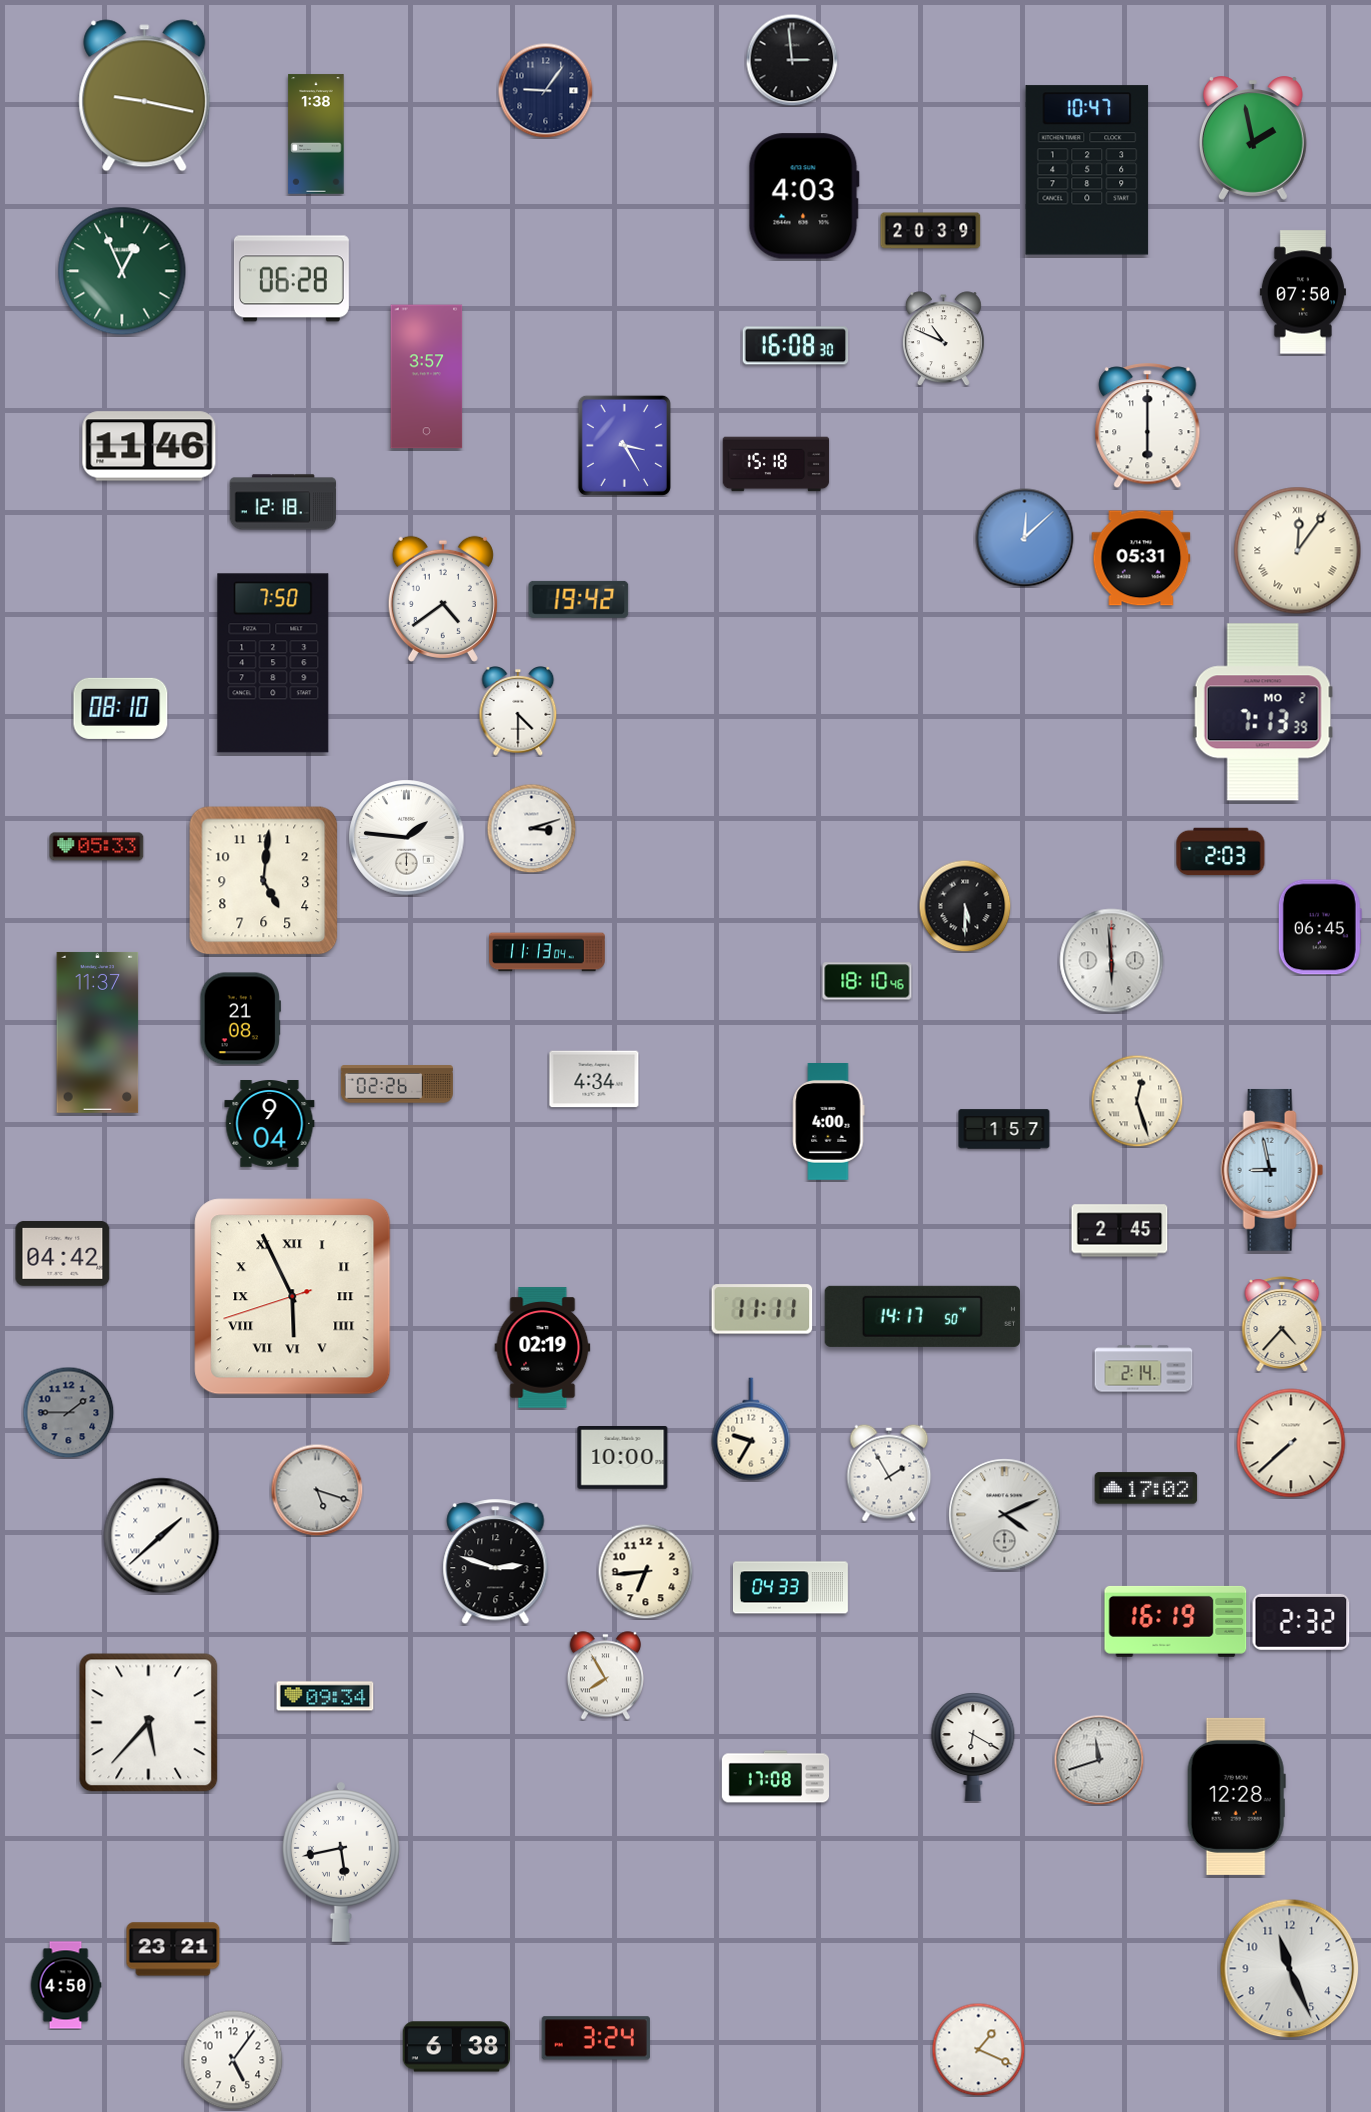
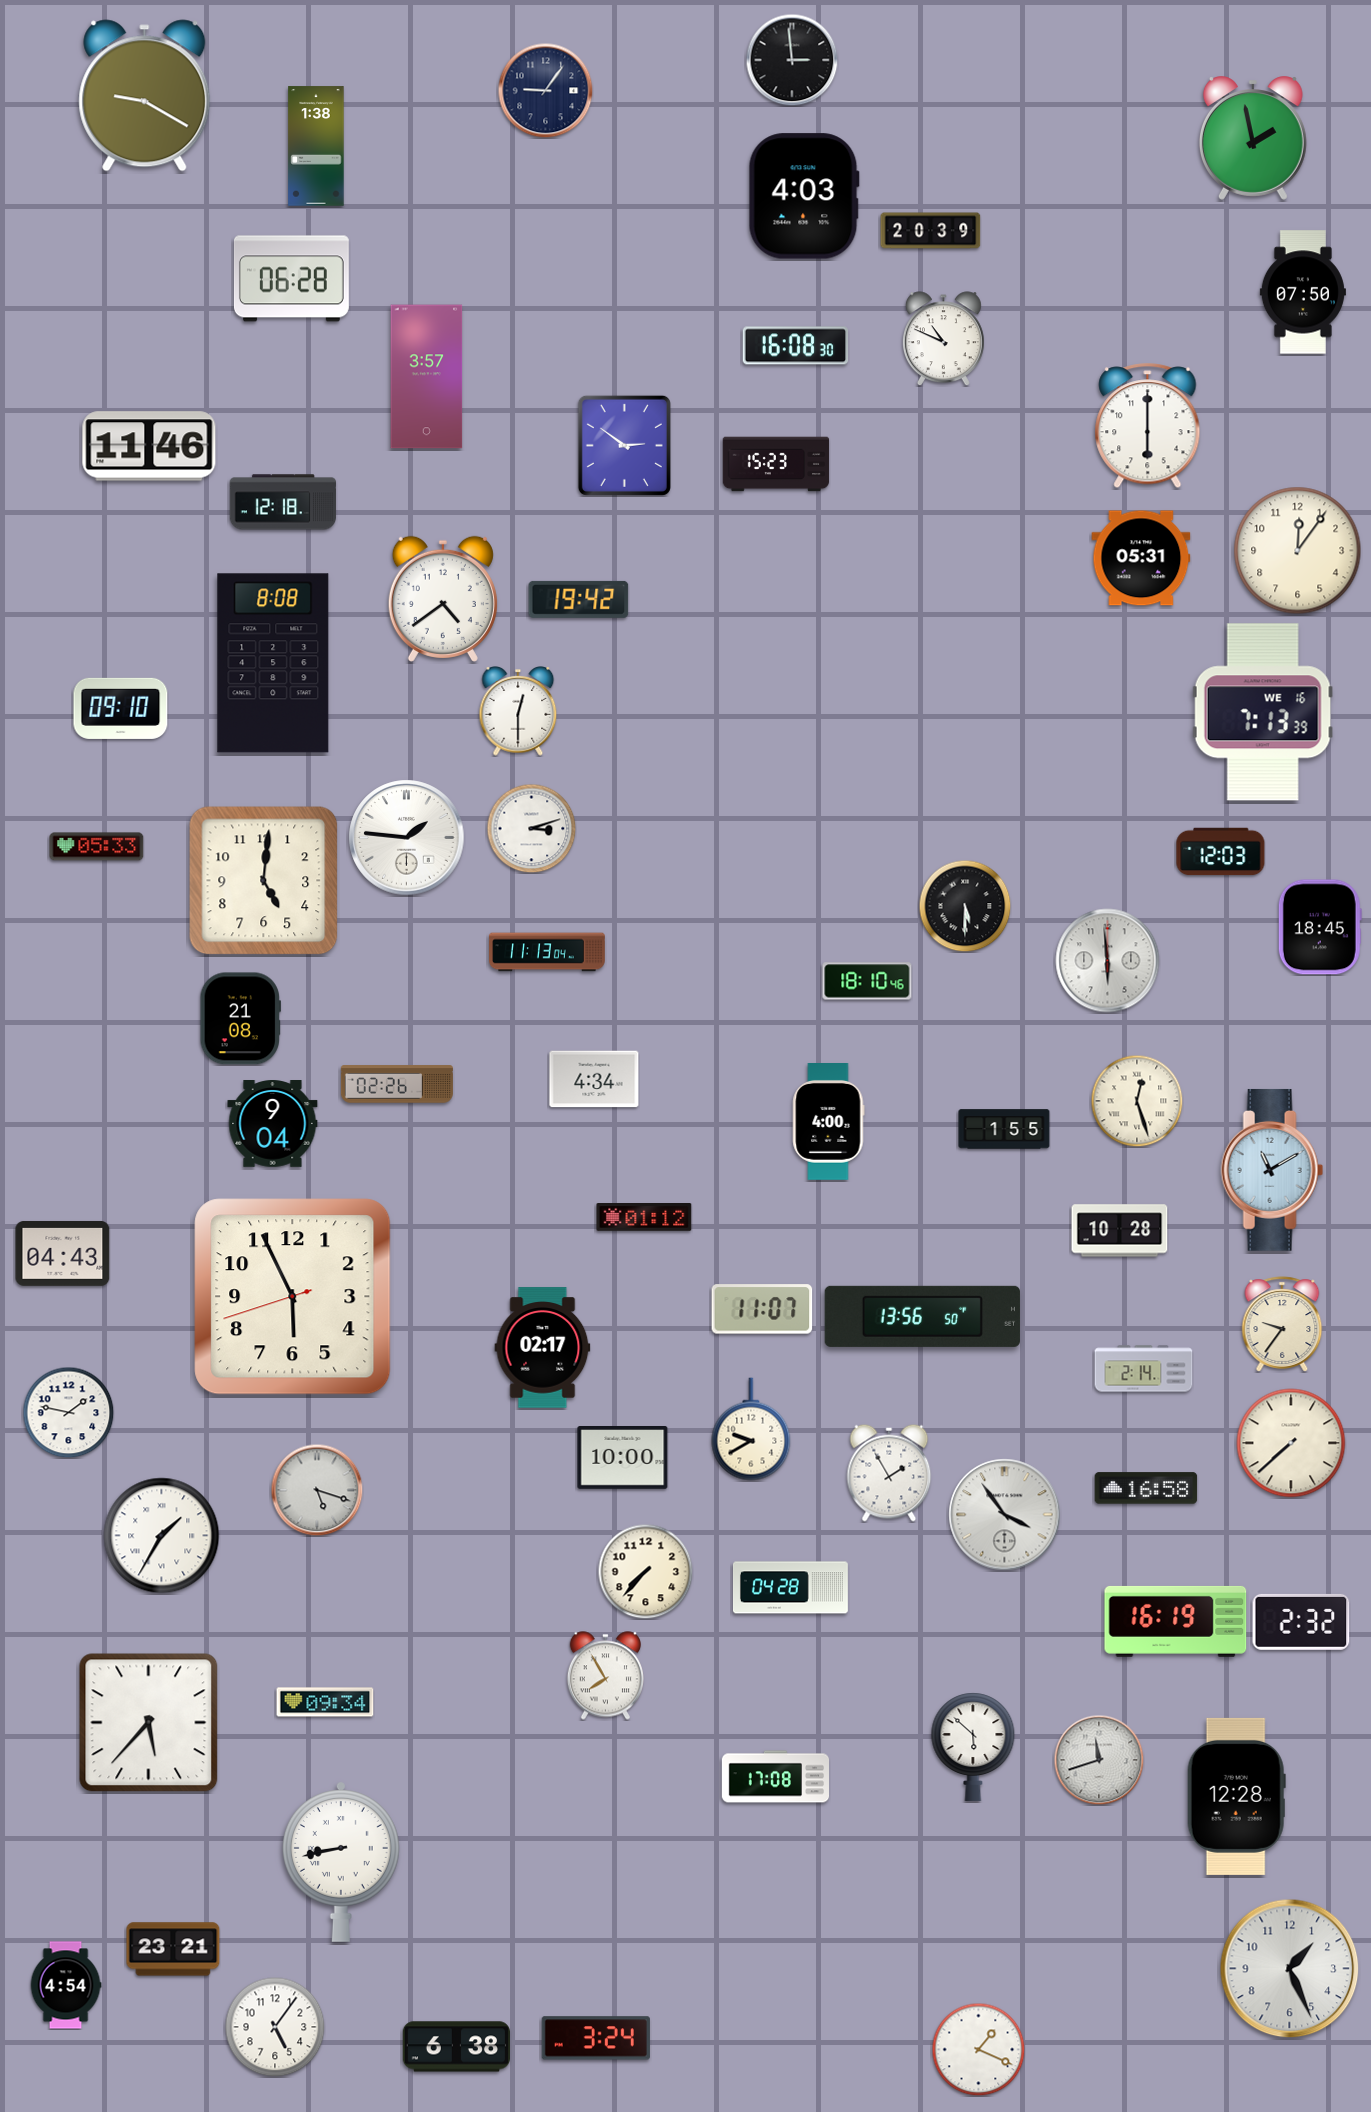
clock at (145, 96): 9:17 -> 9:20
clock at (316, 134) position: (316, 134) -> (316, 146)
clock at (1087, 170): 10:47 -> none
clock at (122, 271): 12:56 -> none
clock at (624, 445): 3:25 -> 2:51
clock at (776, 464): 15:18 -> 15:23
clock at (1025, 538): 12:08 -> none
clock at (1298, 551) numerals: Roman -> Arabic
clock at (273, 663): 7:50 -> 8:08
clock at (121, 708): 08:10 -> 09:10
clock at (518, 712): 4:30 -> 12:30
clock at (1263, 712) date: MO 2 -> WE 16
clock at (1221, 852): 2:03 -> 12:03
clock at (1320, 927): 06:45 -> 18:45
clock at (1112, 961) position: (1112, 961) -> (1108, 961)
clock at (98, 1032): 11:37 -> none
clock at (270, 1124) position: (270, 1124) -> (273, 1124)
clock at (1004, 1129): 1:57 -> 1:55
clock at (1272, 1170): 8:58 -> 11:10
clock at (644, 1218): none -> 01:12
clock at (1120, 1231): 2:45 -> 10:28
clock at (63, 1253): 04:42 -> 04:43
clock at (293, 1297) numerals: Roman -> Arabic
clock at (762, 1309): 11:11 -> 11:07
clock at (922, 1316): 14:17 -> 13:56
clock at (1282, 1324): 4:37 -> 9:36
clock at (543, 1348): 02:19 -> 02:17
clock at (68, 1412): 1:45 -> 1:47
clock at (68, 1412) dial: grey -> white
clock at (751, 1429): 9:35 -> 9:40
clock at (1146, 1488): 17:02 -> 16:58
clock at (1005, 1515): 4:11 -> 3:54
clock at (162, 1536): 1:38 -> 1:35
clock at (496, 1562): 2:48 -> none
clock at (645, 1571): 6:44 -> 7:37
clock at (790, 1588): 04:33 -> 04:28
clock at (325, 1696) position: (325, 1696) -> (325, 1702)
clock at (973, 1747): 6:20 -> 5:52
clock at (341, 1862): 5:43 -> 8:43
clock at (1290, 1969): 11:26 -> 1:26
clock at (66, 1985): 4:50 -> 4:54
clock at (233, 2060) position: (233, 2060) -> (275, 2027)
